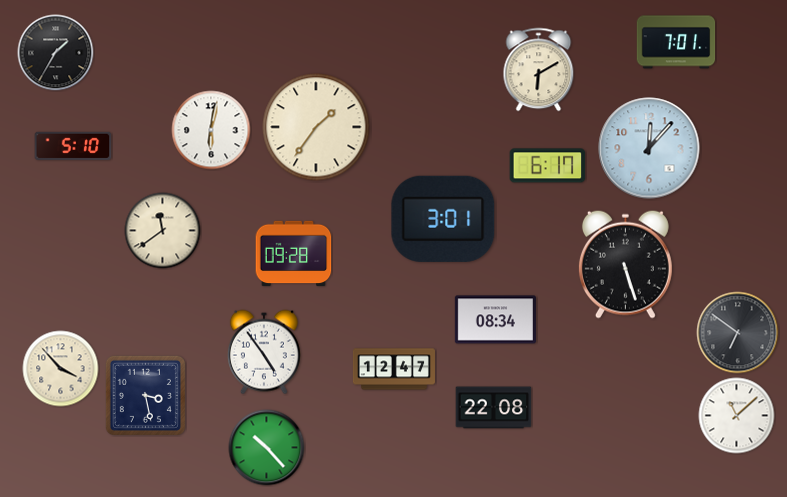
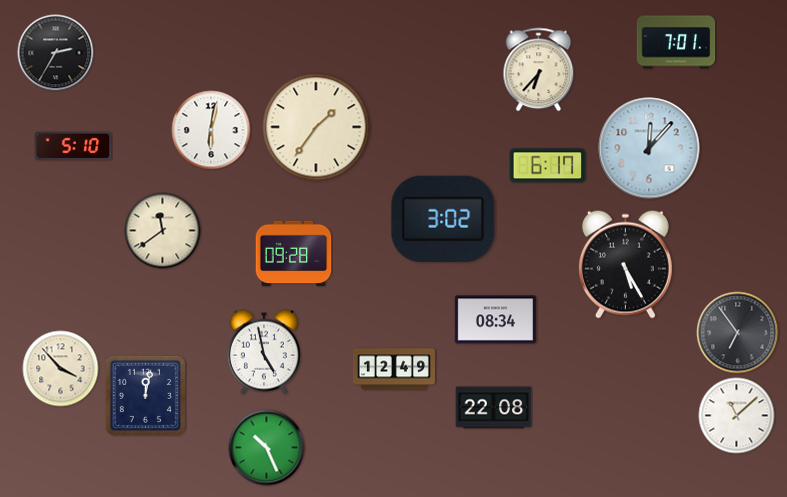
clock at (56, 53): 1:35 -> 2:35
clock at (539, 70): 6:10 -> 6:37
clock at (443, 219): 3:01 -> 3:02
clock at (625, 264): 5:27 -> 5:25
clock at (738, 333): 6:51 -> 6:54
clock at (264, 352): 4:54 -> 4:58
clock at (394, 369): 12:47 -> 12:49
clock at (145, 395): 3:28 -> 12:02
clock at (267, 448): 10:23 -> 10:26
